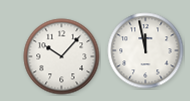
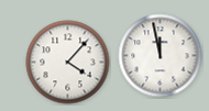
clock at (62, 57): 10:07 -> 4:07
